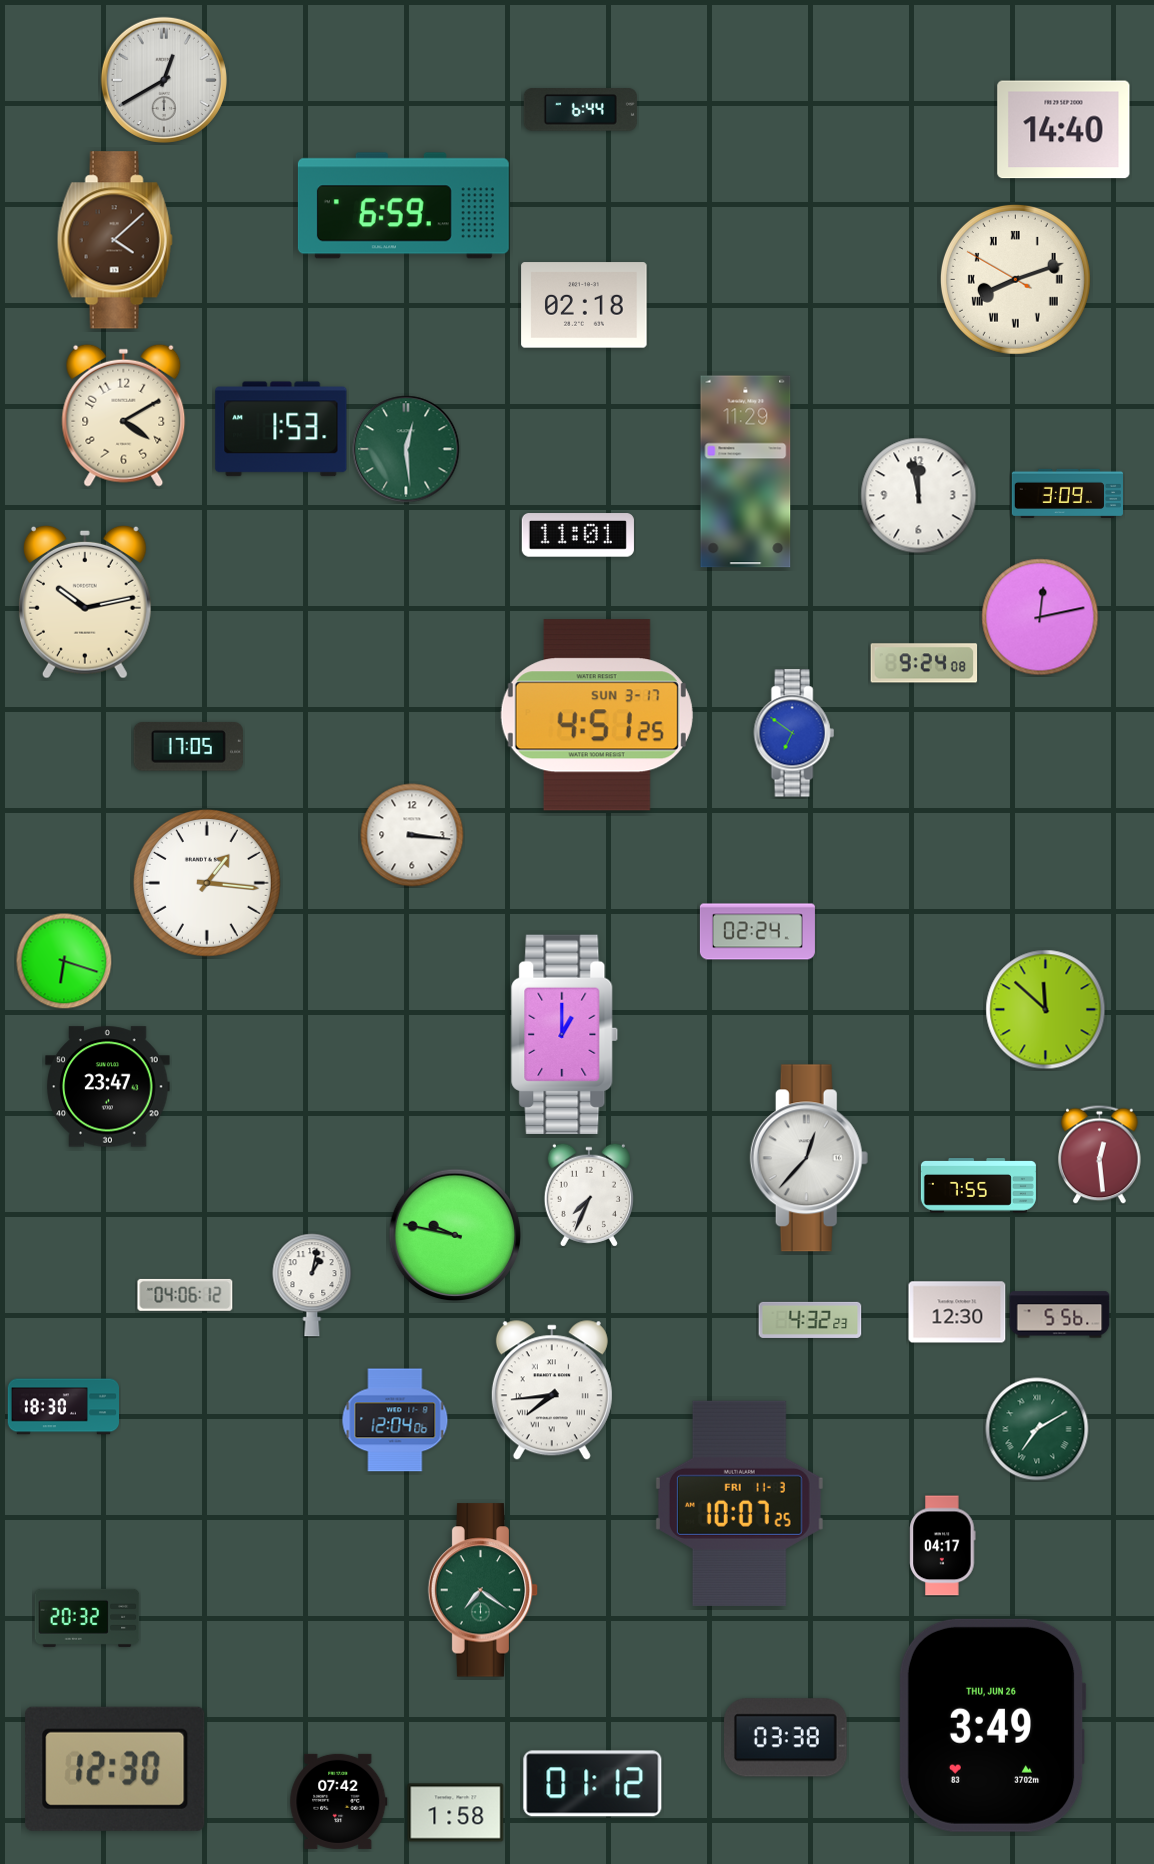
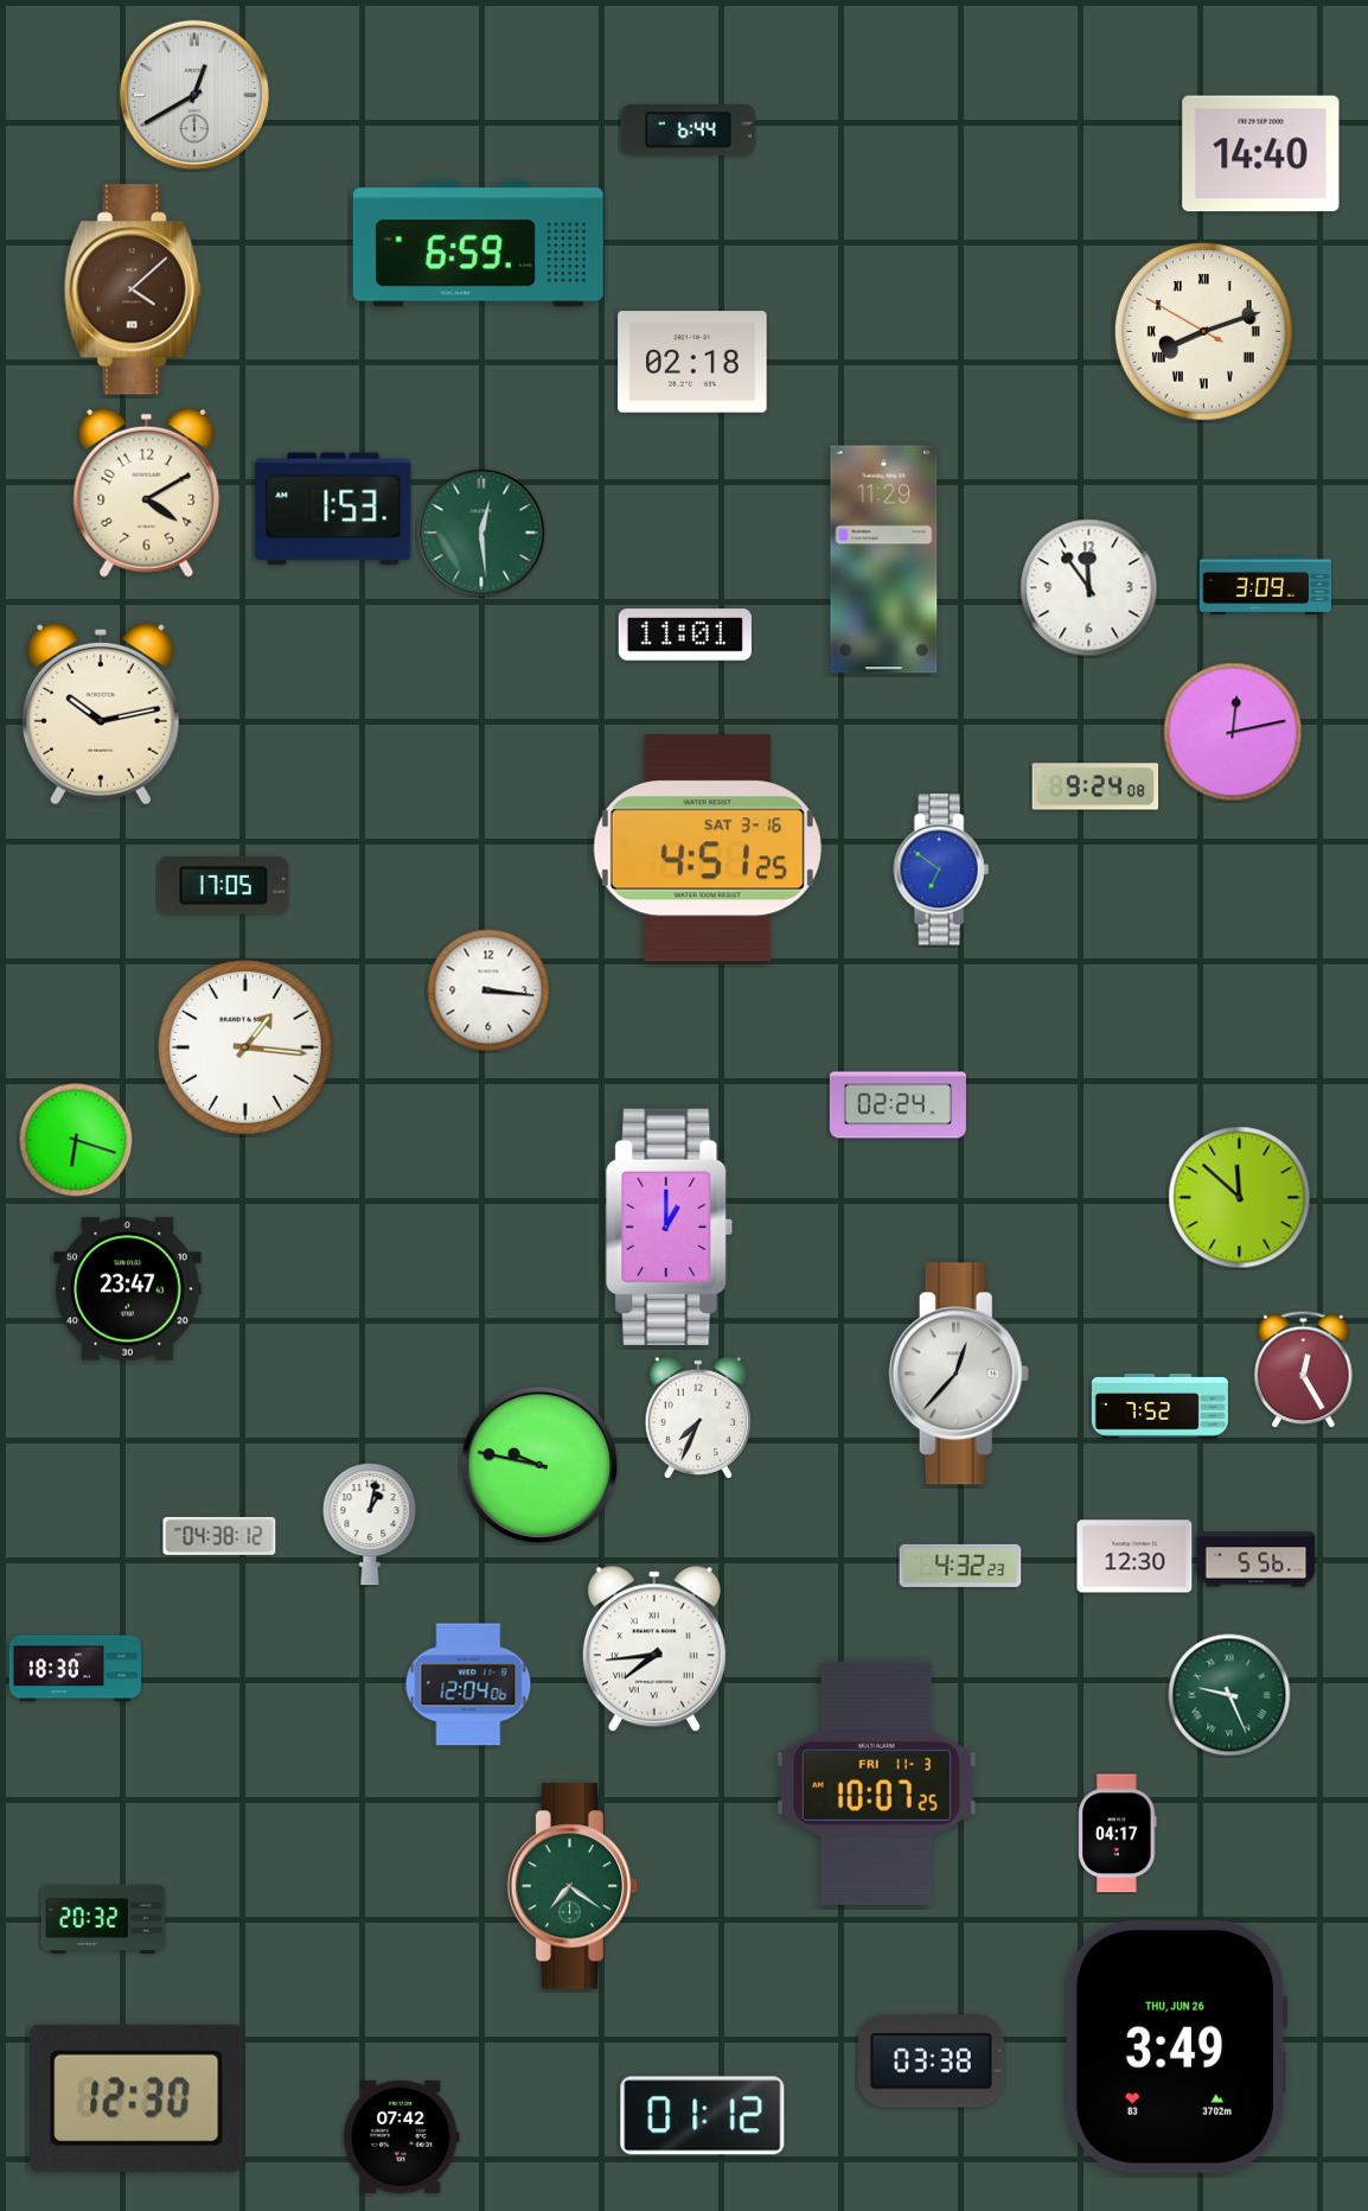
clock at (115, 240) position: (115, 240) -> (133, 289)
clock at (919, 496): 11:58 -> 11:54
clock at (597, 715) date: SUN 3-17 -> SAT 3-16
clock at (1100, 1154): 12:29 -> 12:25
clock at (978, 1186): 7:55 -> 7:52
clock at (185, 1295): 04:06 -> 04:38
clock at (1037, 1429): 7:10 -> 9:26
clock at (456, 1813): 1:58 -> none
